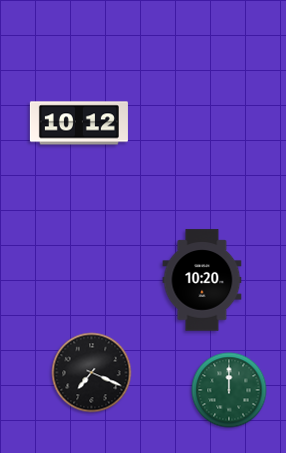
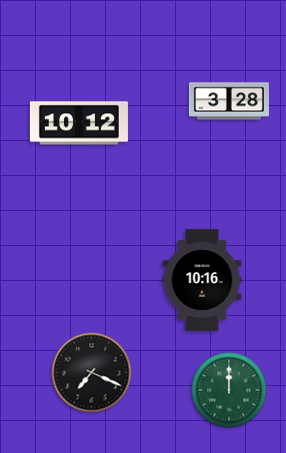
clock at (229, 101): none -> 3:28
clock at (202, 280): 10:20 -> 10:16
